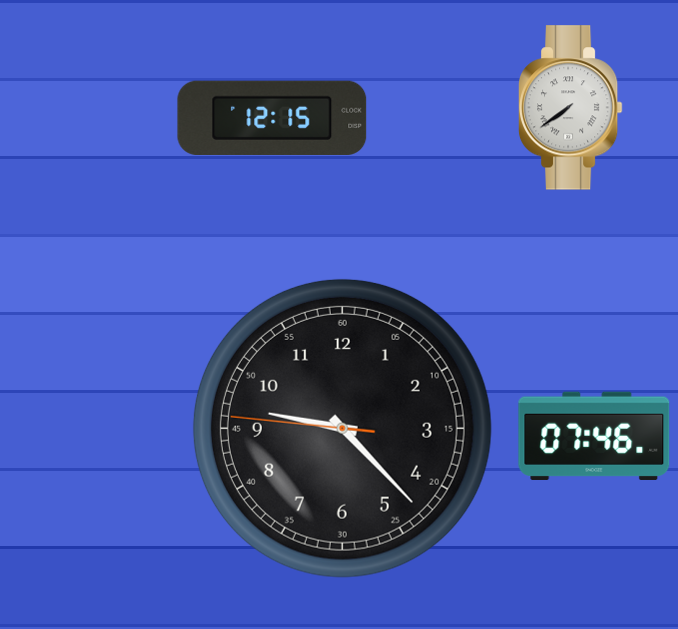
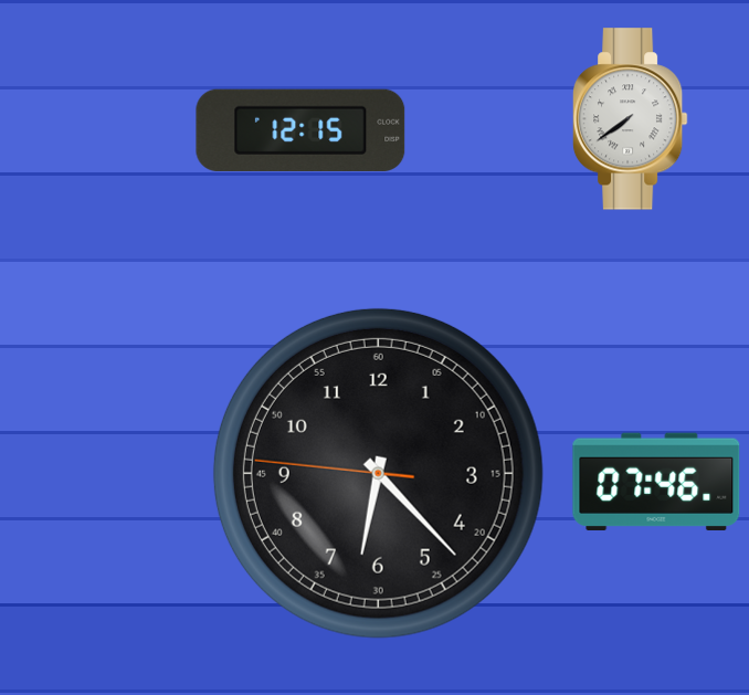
clock at (342, 428): 9:22 -> 6:22
